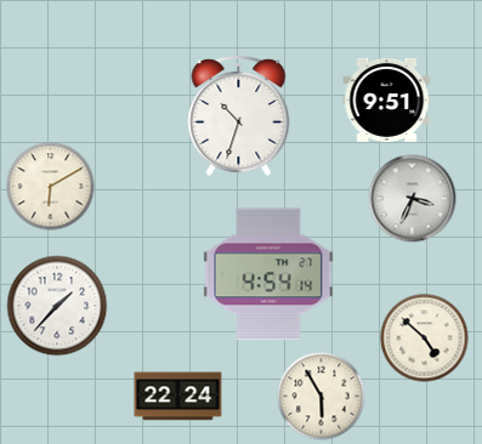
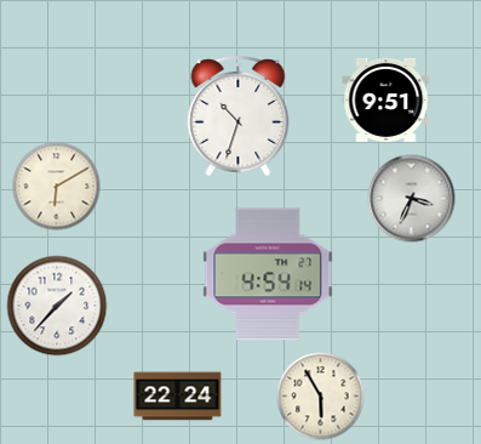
clock at (51, 187) position: (51, 187) -> (57, 187)
clock at (425, 338): 4:52 -> none
